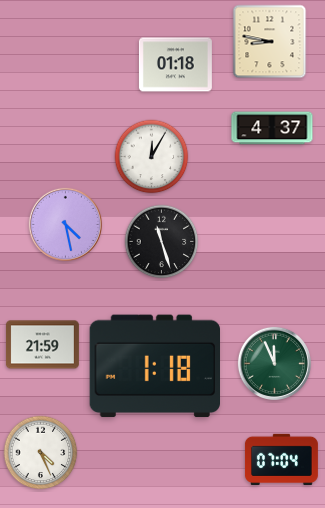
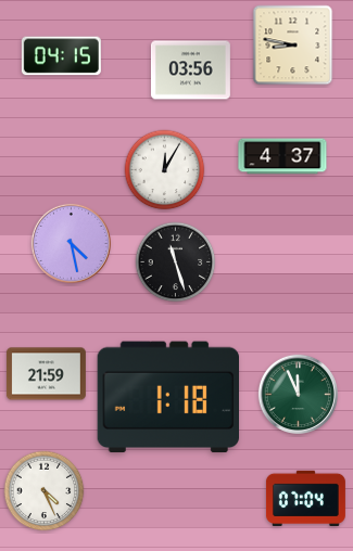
clock at (61, 56): none -> 04:15
clock at (175, 65): 01:18 -> 03:56
clock at (272, 128) position: (272, 128) -> (282, 156)
